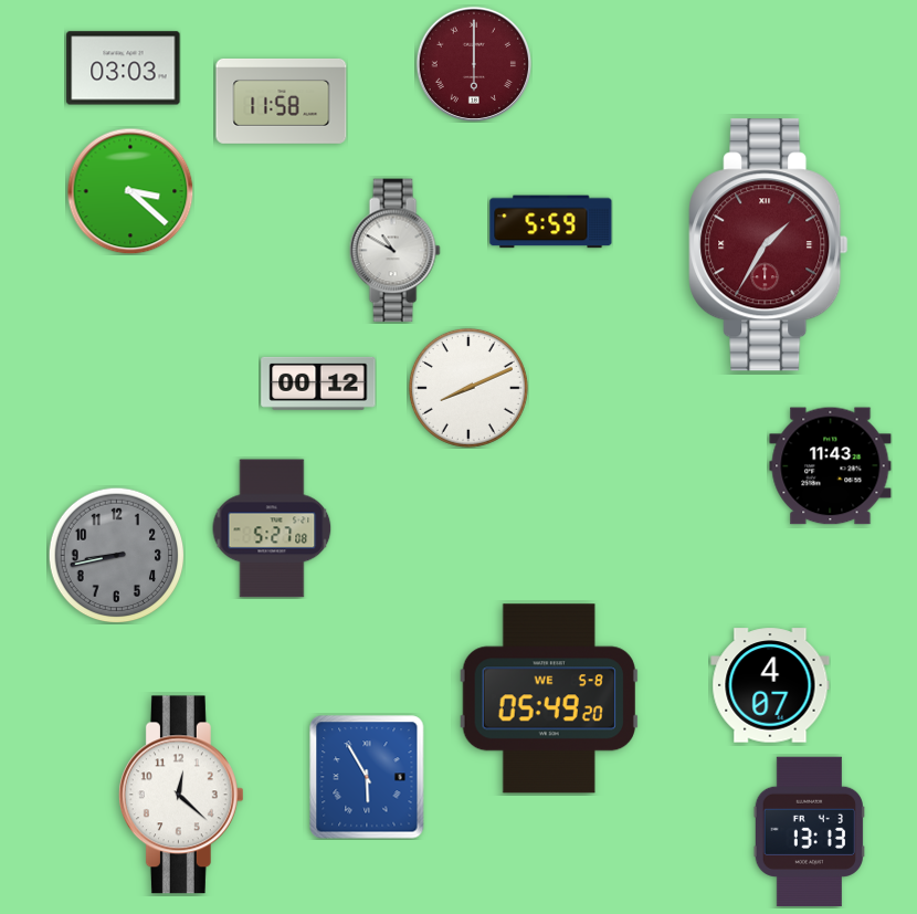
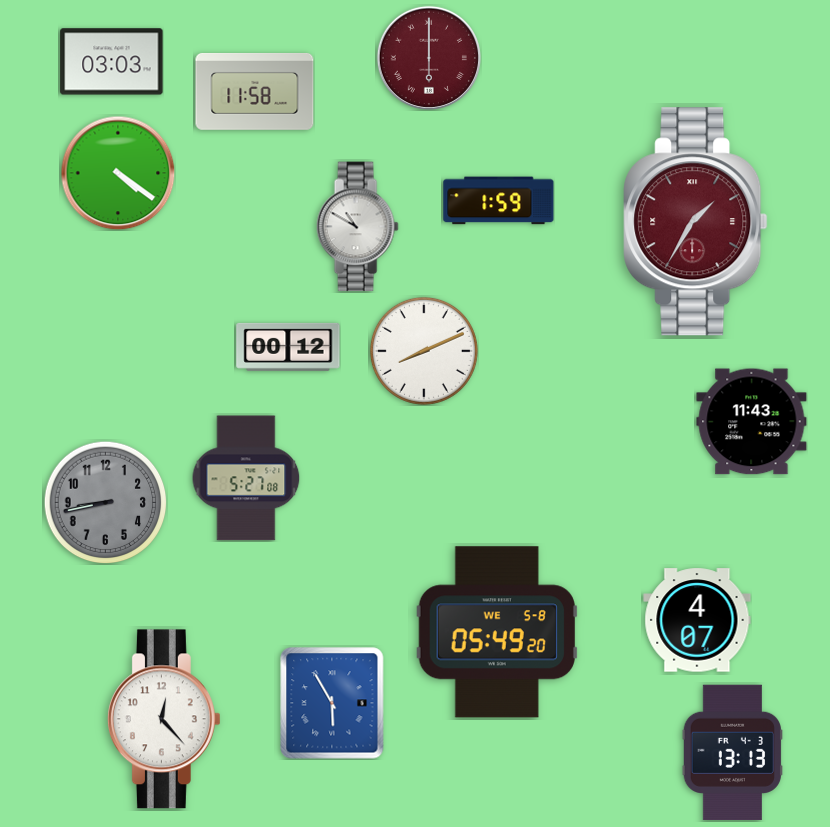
clock at (130, 191): 3:22 -> 4:21
clock at (551, 222): 5:59 -> 1:59
clock at (181, 795): 12:22 -> 12:23
